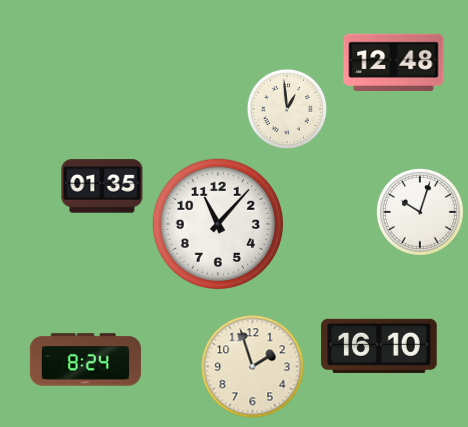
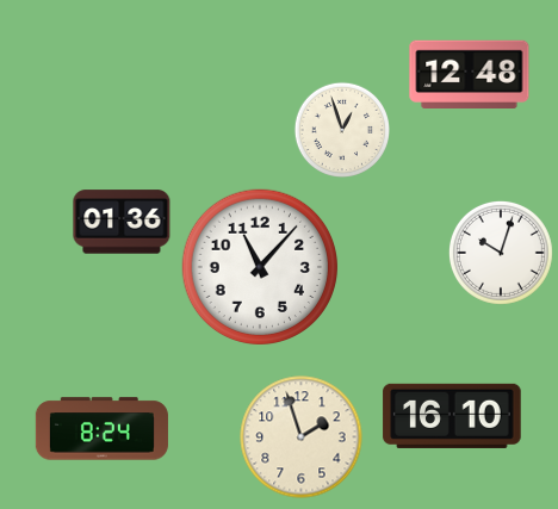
clock at (286, 108): 12:59 -> 12:57
clock at (102, 186): 01:35 -> 01:36
clock at (379, 346) position: (379, 346) -> (452, 416)
